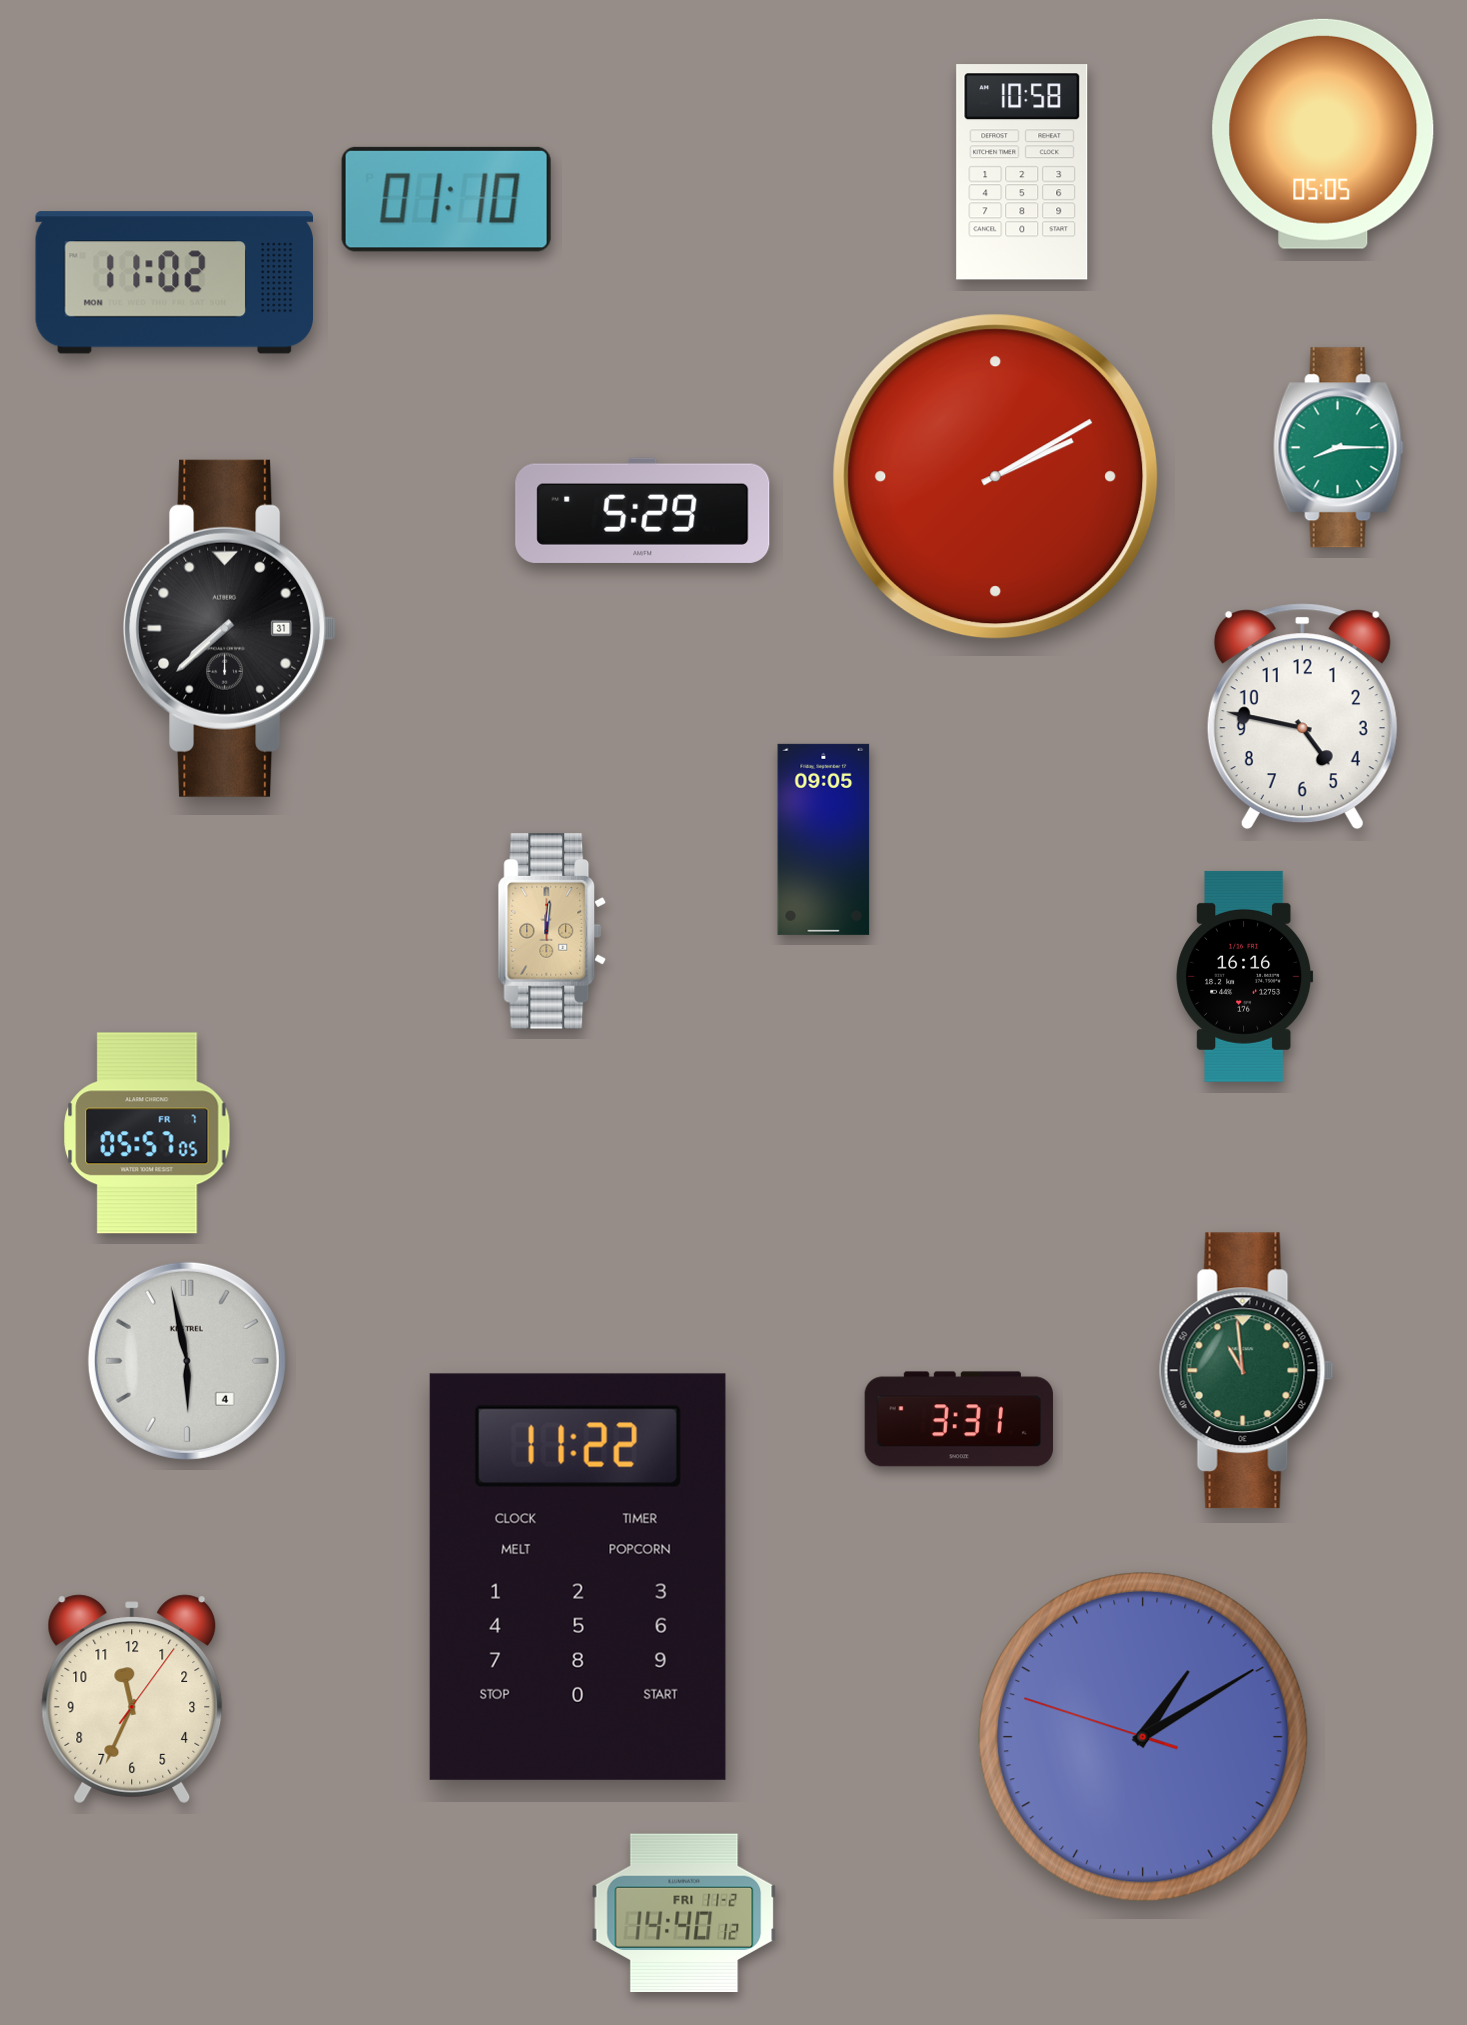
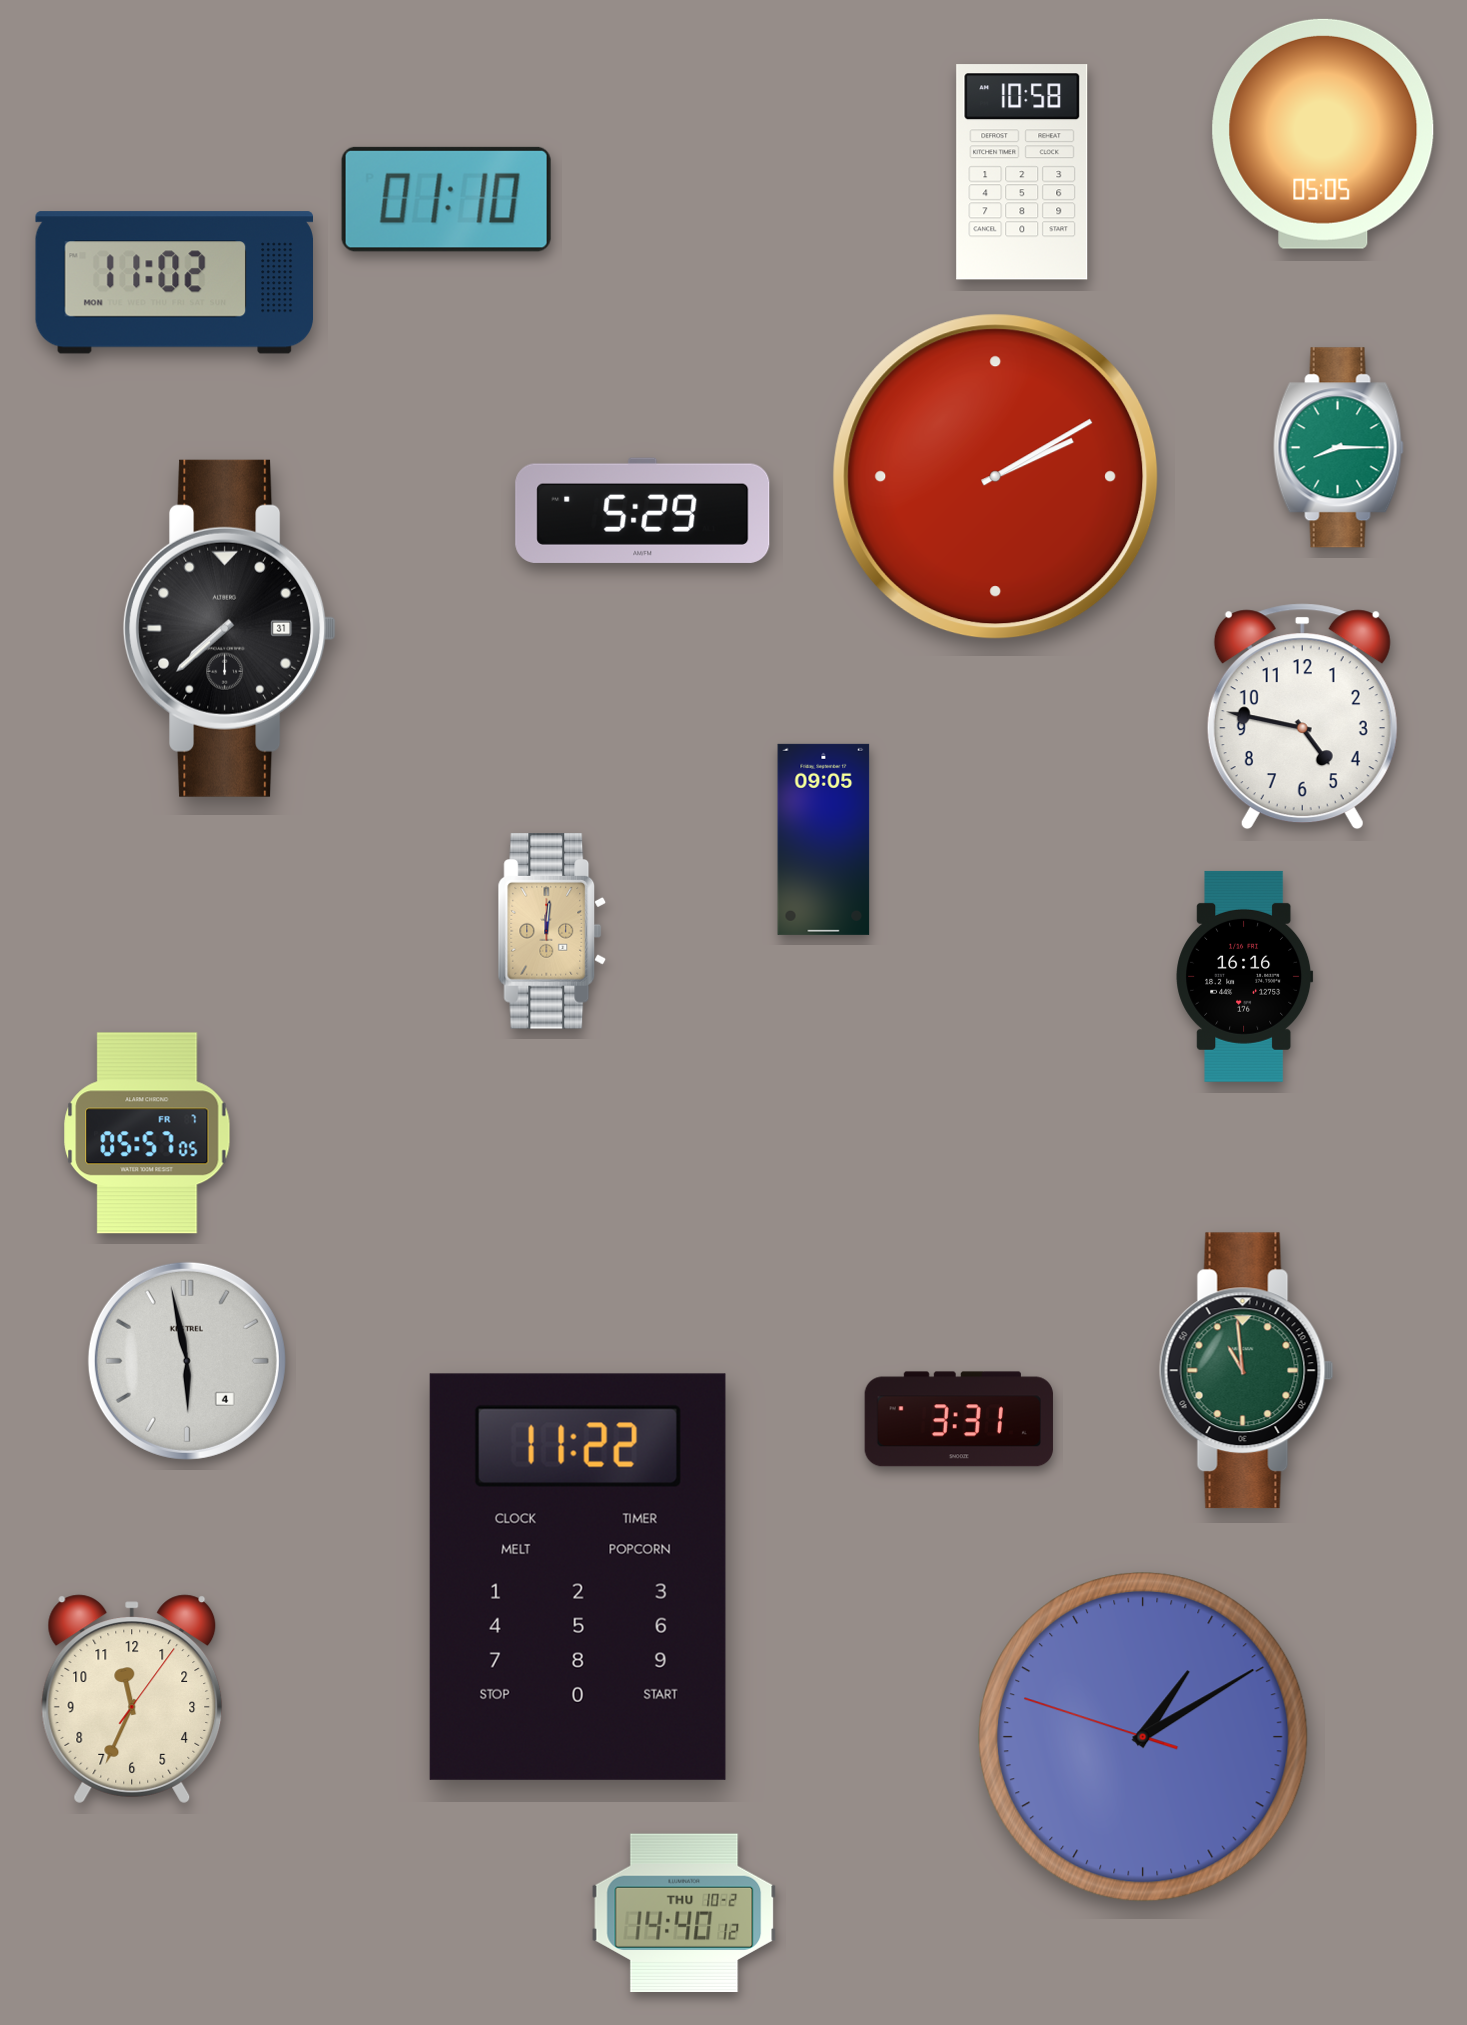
clock at (684, 1912) date: FRI 11-2 -> THU 10-2
